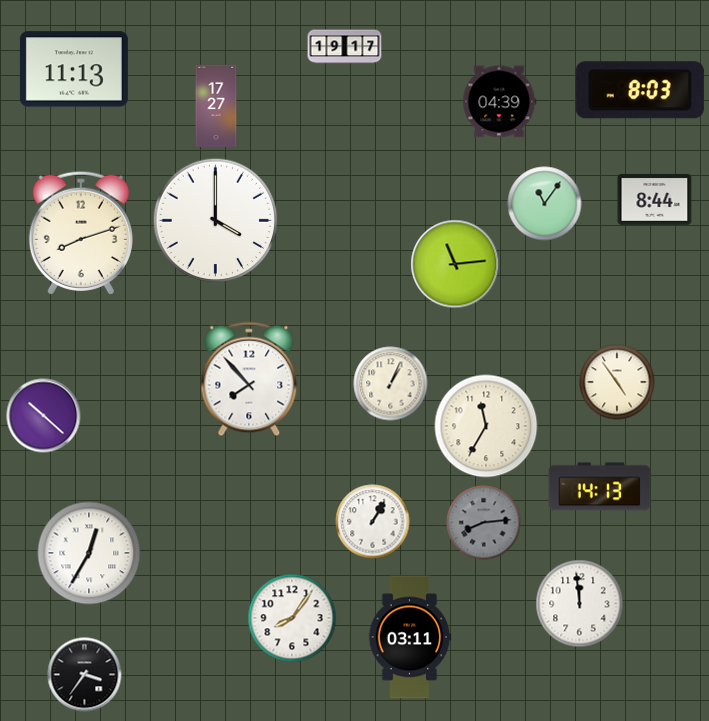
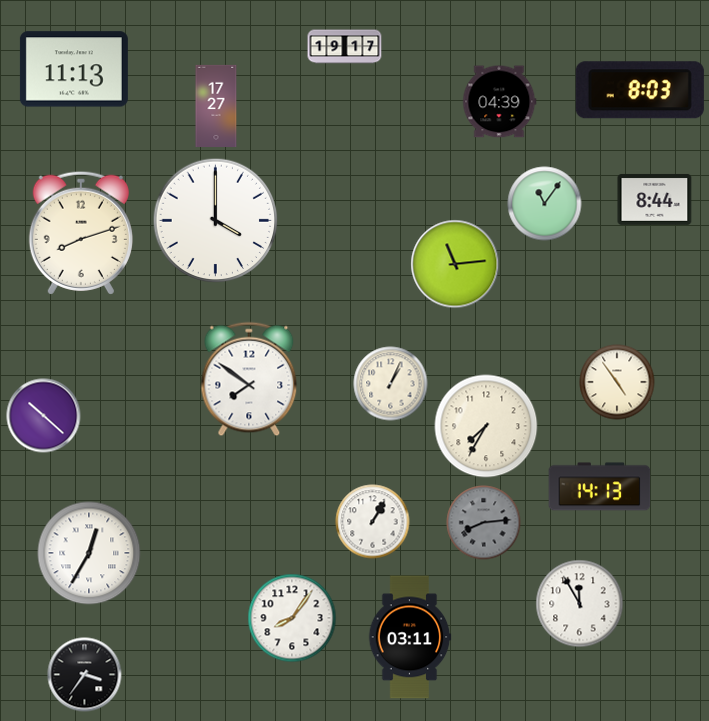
clock at (249, 379): 7:53 -> 7:51
clock at (486, 426): 11:35 -> 7:35
clock at (580, 604): 11:59 -> 11:55
